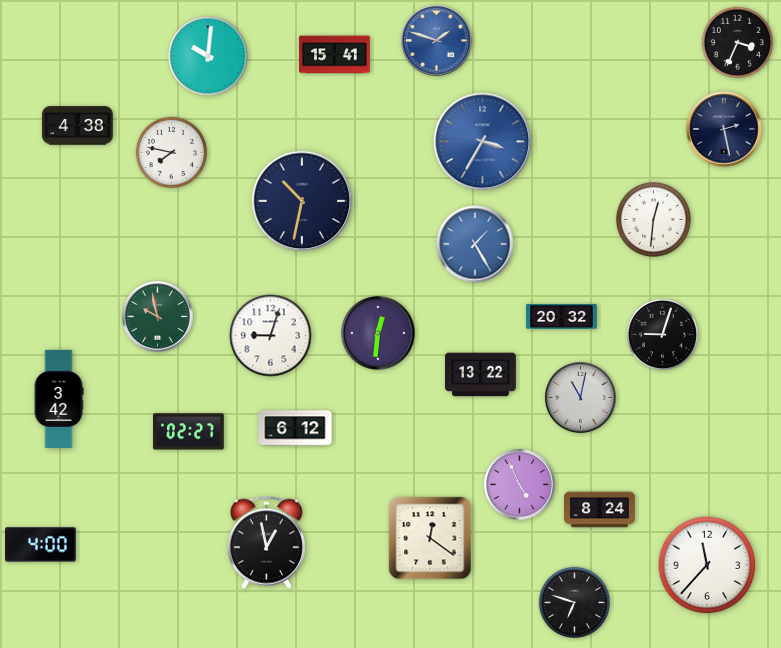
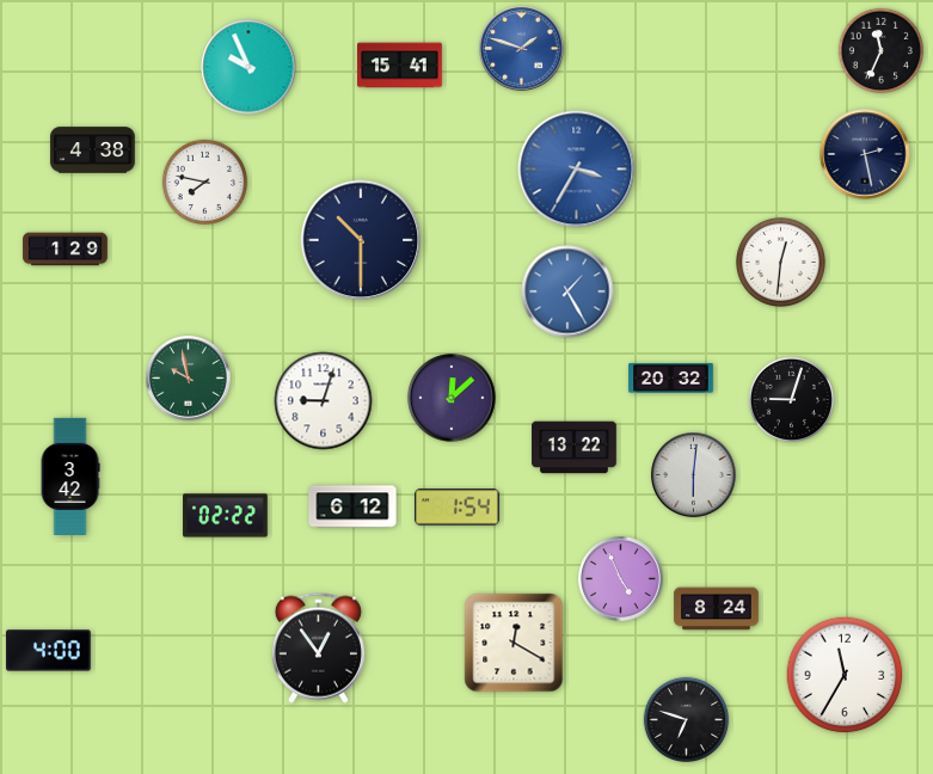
clock at (737, 42): 3:34 -> 11:34
clock at (208, 56): 10:01 -> 9:56
clock at (302, 201): 10:32 -> 10:30
clock at (66, 250): none -> 1:29
clock at (378, 333): 12:31 -> 12:08
clock at (581, 398): 11:02 -> 6:01
clock at (458, 508): none -> 1:54
clock at (295, 428) position: (295, 428) -> (352, 506)
clock at (189, 432): 02:27 -> 02:22
clock at (430, 538): 12:21 -> 12:20
clock at (266, 542): 12:58 -> 12:54
clock at (707, 565): 11:37 -> 11:35
